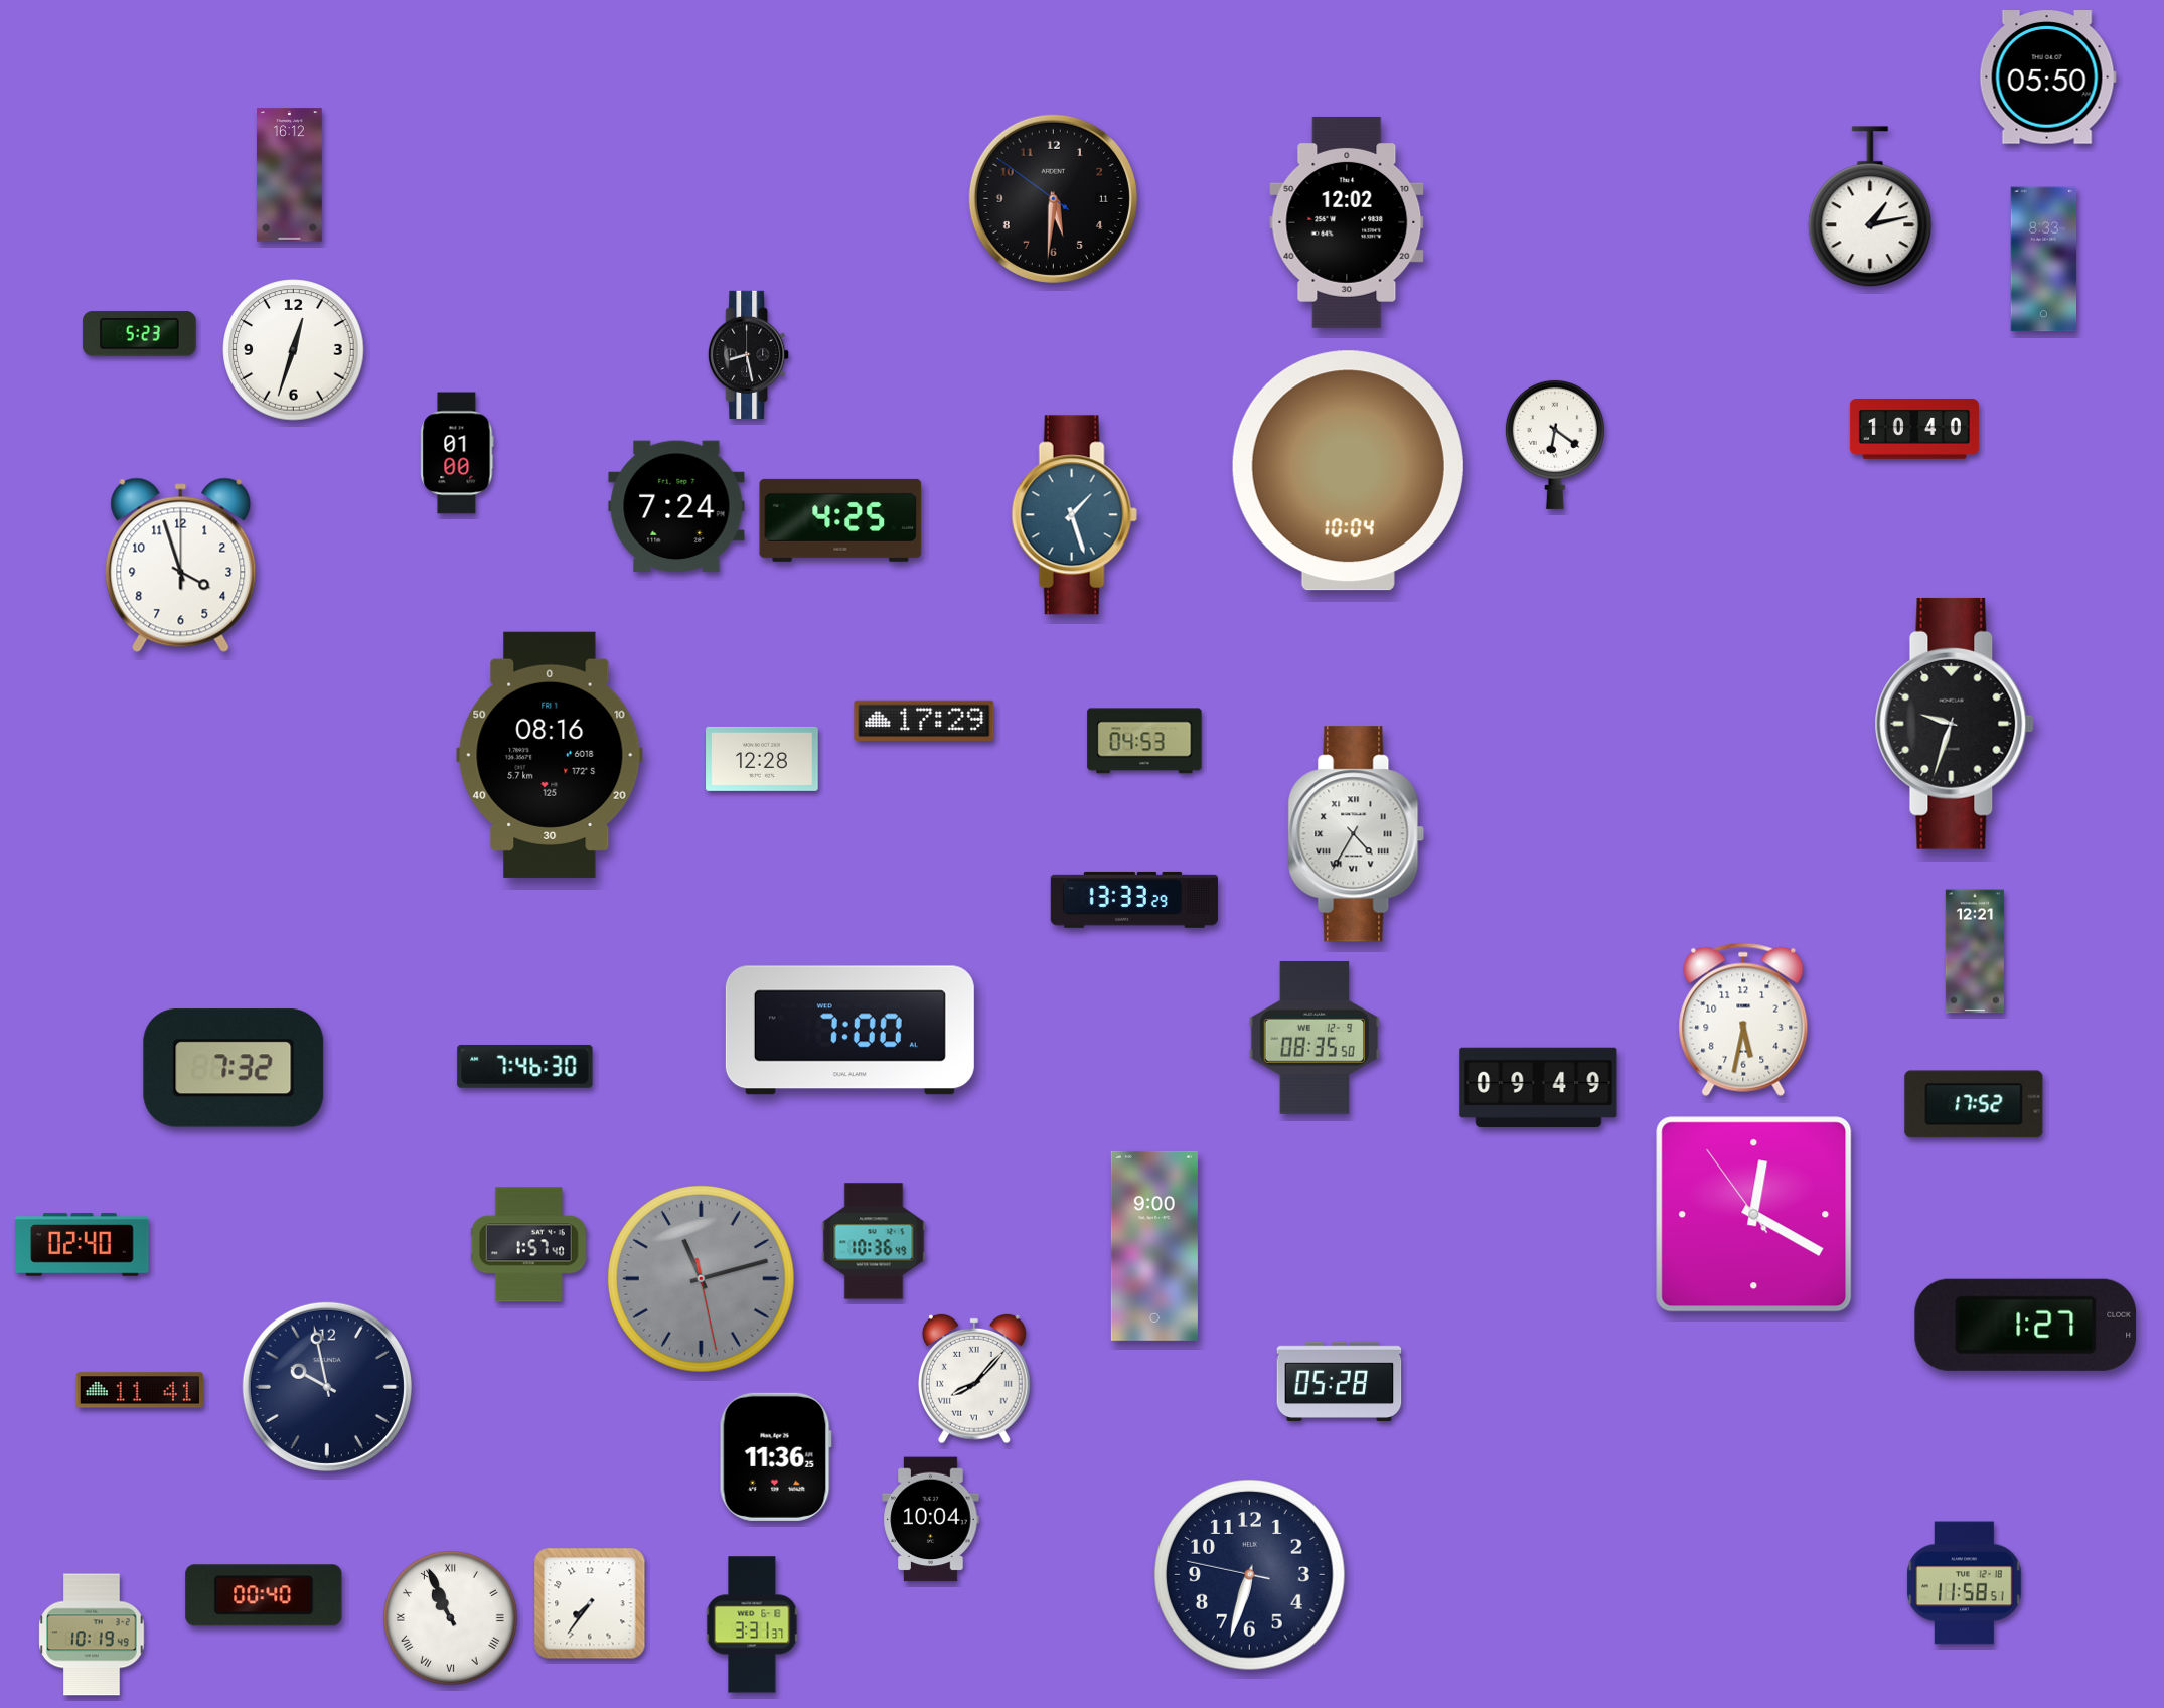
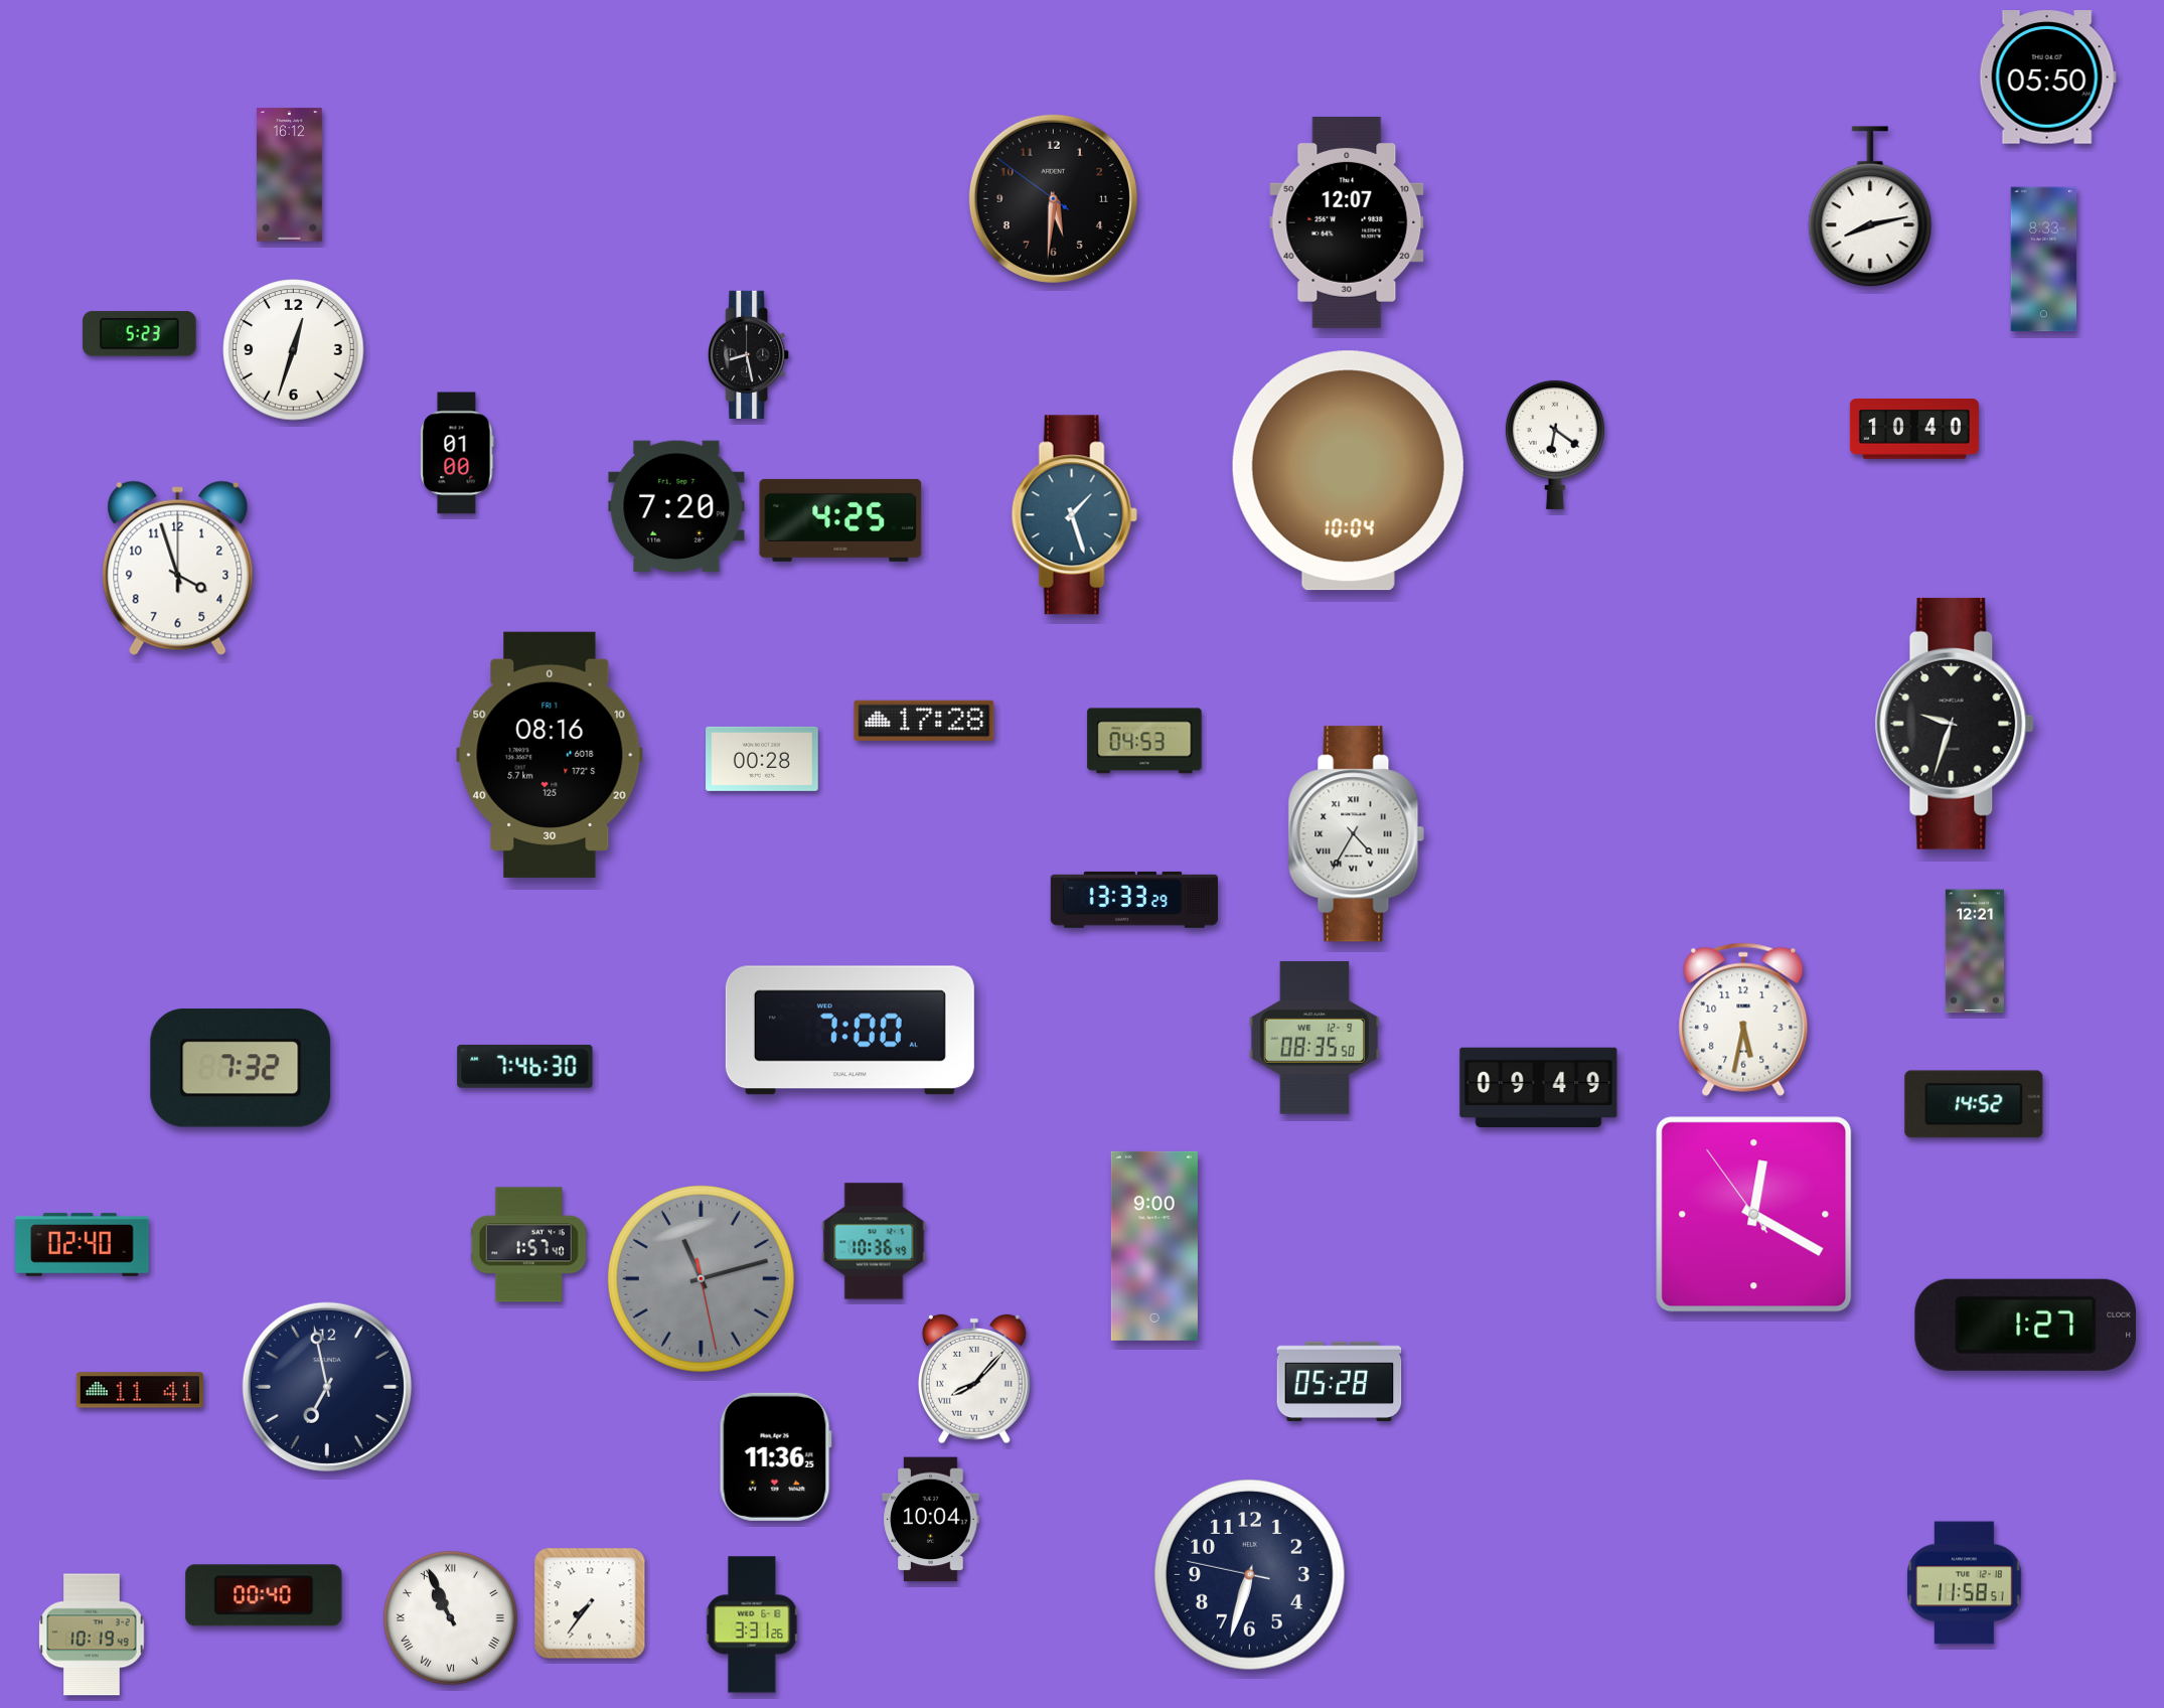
clock at (1870, 207): 1:13 -> 8:13
clock at (1347, 222): 12:02 -> 12:07
clock at (676, 506): 7:24 -> 7:20
clock at (181, 566) position: (181, 566) -> (178, 569)
clock at (924, 720): 17:29 -> 17:28
clock at (762, 759): 12:28 -> 00:28
clock at (234, 1068) position: (234, 1068) -> (241, 1068)
clock at (1974, 1104): 17:52 -> 14:52
clock at (327, 1387): 9:58 -> 6:58
clock at (752, 1624): 3:31:37 -> 3:31:26
